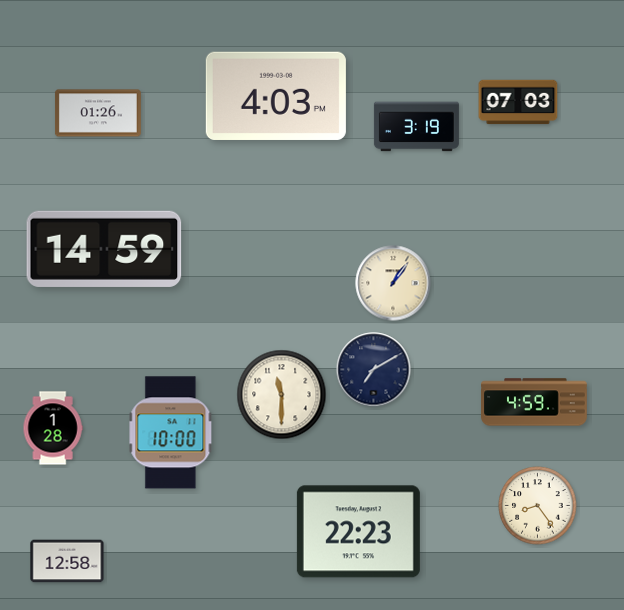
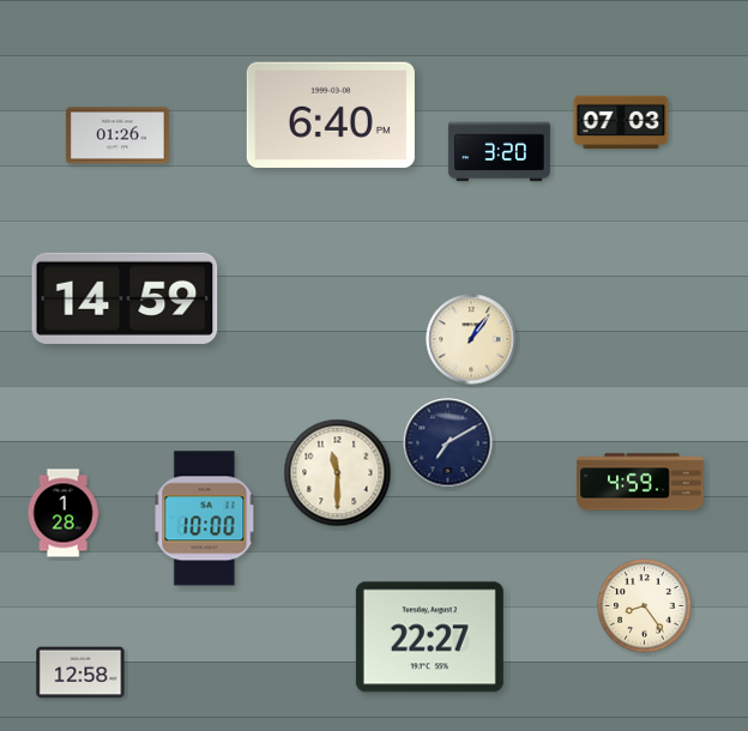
clock at (276, 96): 4:03 -> 6:40
clock at (416, 127): 3:19 -> 3:20
clock at (358, 532): 22:23 -> 22:27
